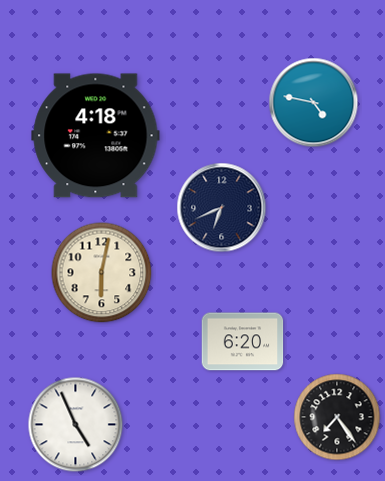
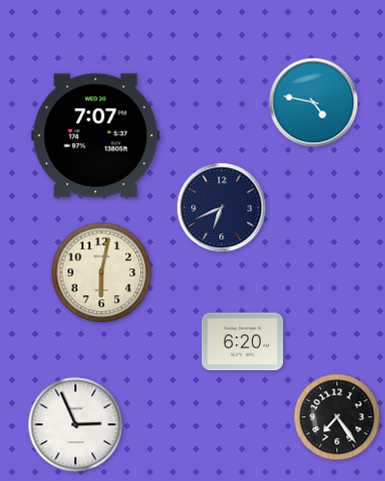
clock at (96, 136): 4:18 -> 7:07
clock at (76, 425): 4:56 -> 2:56
